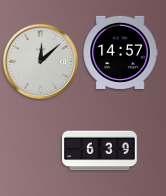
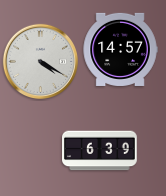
clock at (120, 52) position: (120, 52) -> (120, 49)
clock at (40, 61): 12:08 -> 4:20
